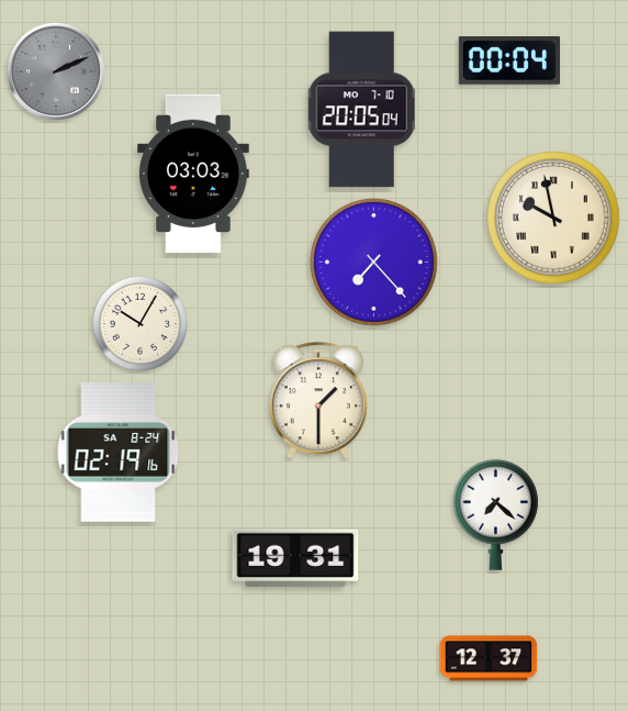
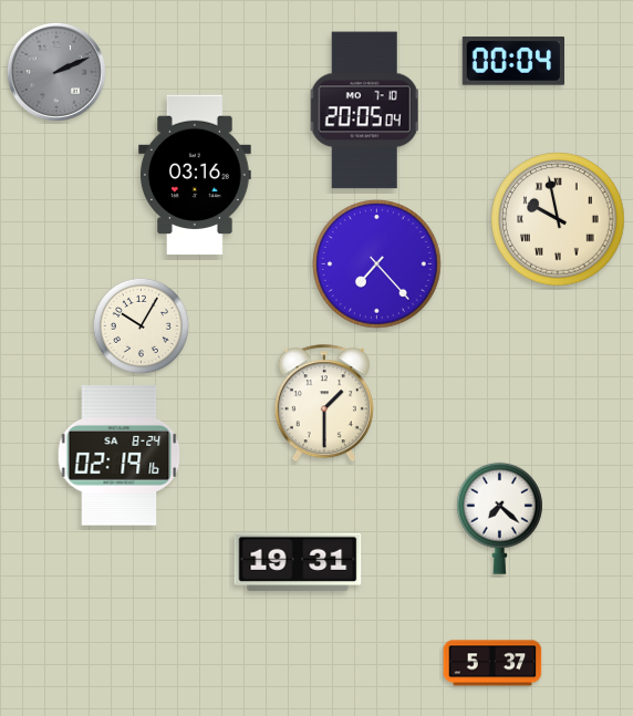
clock at (193, 174): 03:03 -> 03:16
clock at (318, 401) position: (318, 401) -> (324, 404)
clock at (489, 658): 12:37 -> 5:37
